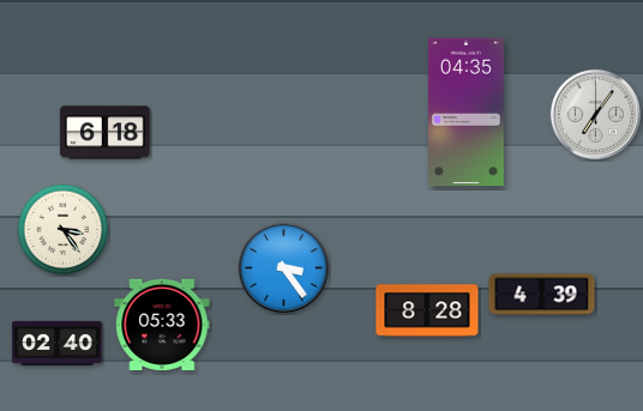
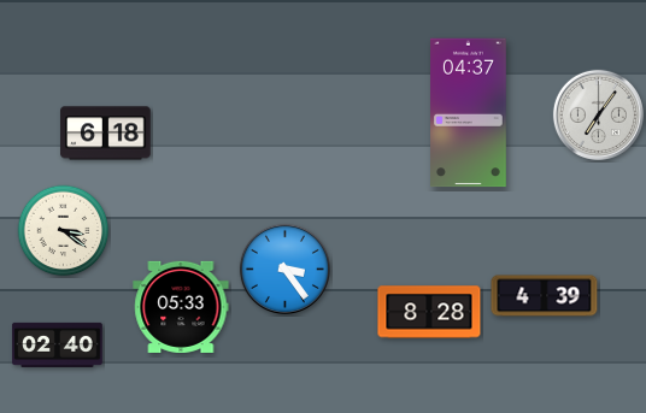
clock at (467, 113): 04:35 -> 04:37
clock at (64, 230): 3:24 -> 3:21
clock at (162, 325) position: (162, 325) -> (181, 307)
